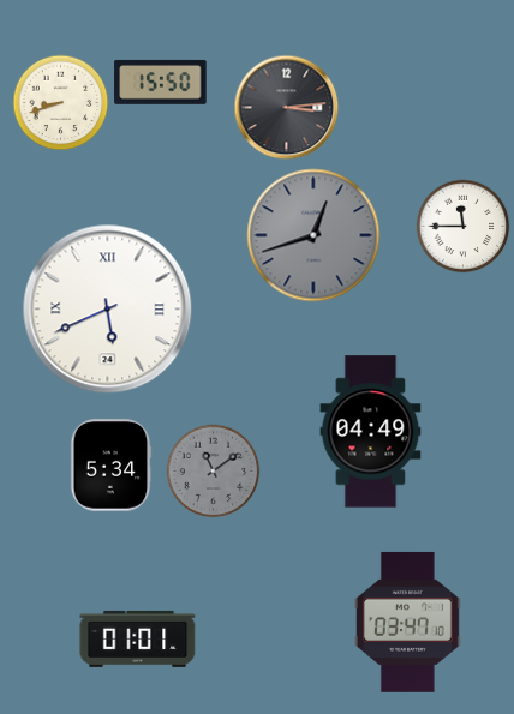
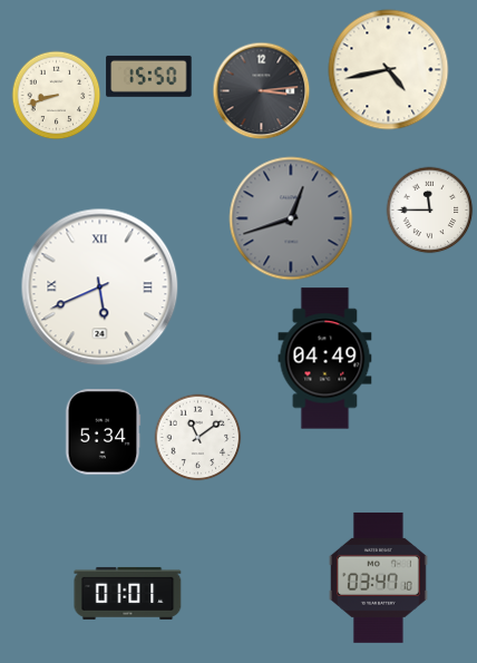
clock at (389, 70): none -> 4:43
clock at (286, 107) position: (286, 107) -> (261, 90)
clock at (371, 432) position: (371, 432) -> (325, 359)
clock at (213, 470) dial: grey -> white
